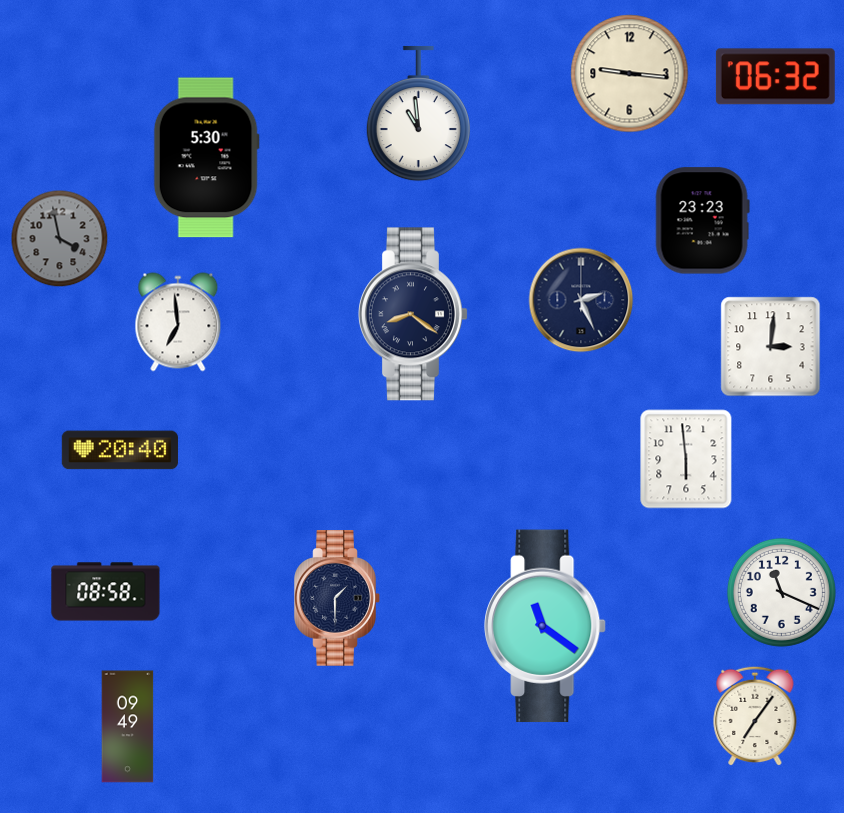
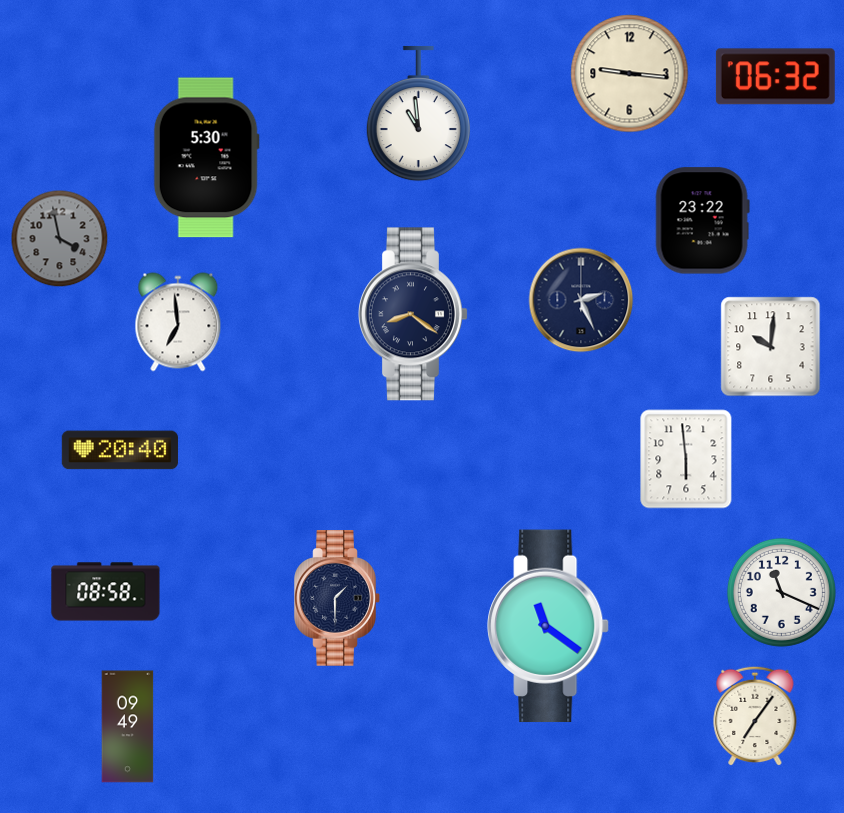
clock at (702, 221): 23:23 -> 23:22
clock at (771, 347): 3:01 -> 10:01
clock at (545, 626) position: (545, 626) -> (548, 626)
